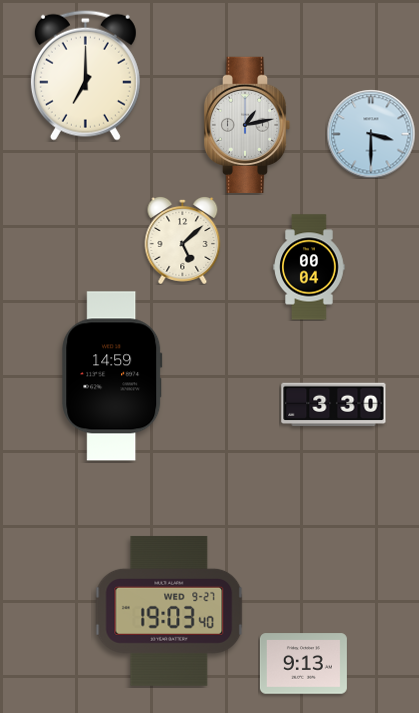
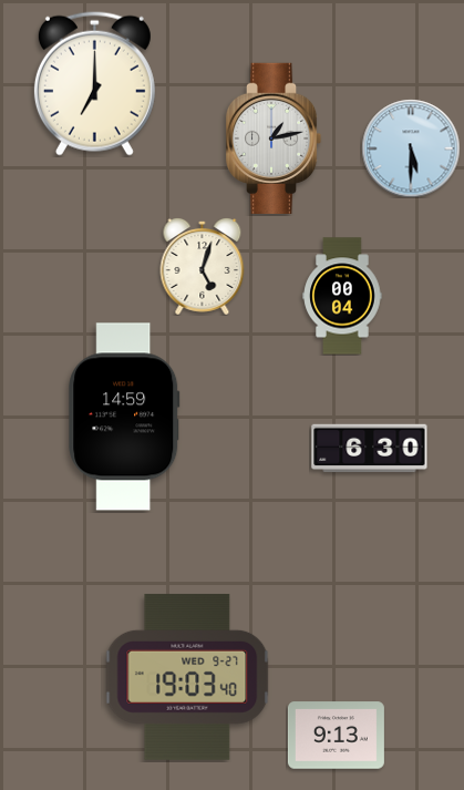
clock at (371, 134): 3:30 -> 5:30
clock at (183, 241): 5:08 -> 5:03
clock at (334, 405): 3:30 -> 6:30
